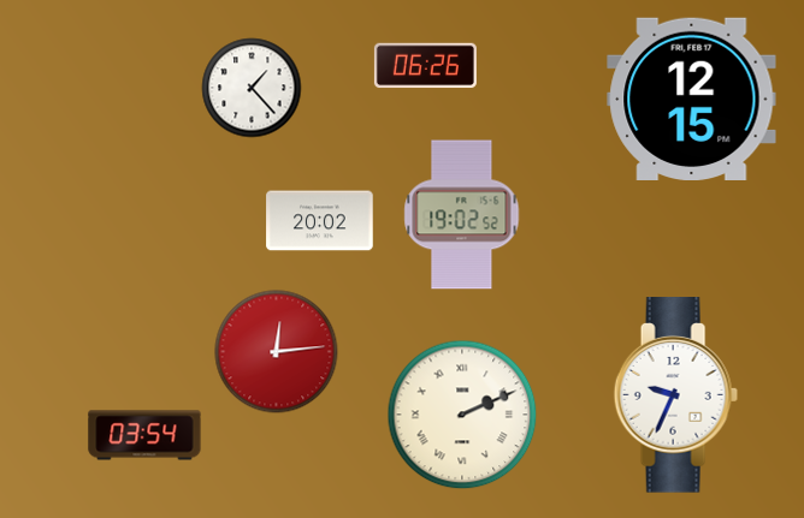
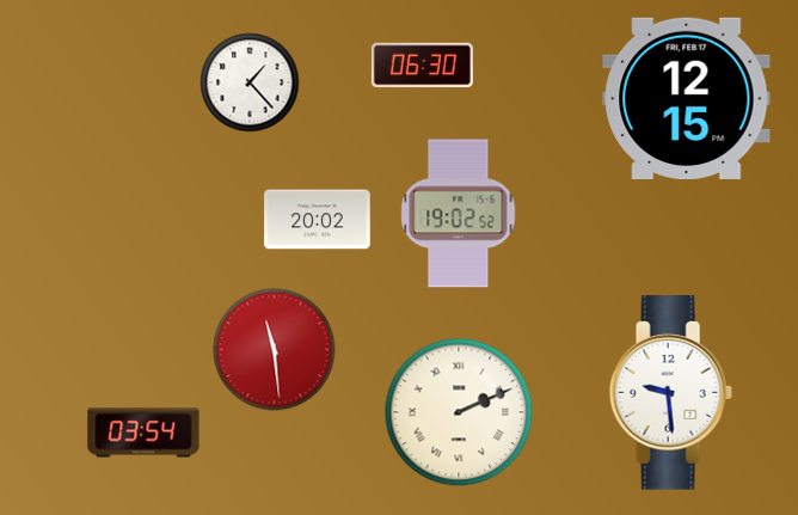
clock at (425, 66): 06:26 -> 06:30
clock at (252, 88) position: (252, 88) -> (250, 82)
clock at (277, 352): 12:14 -> 11:29
clock at (675, 395): 9:34 -> 9:29
